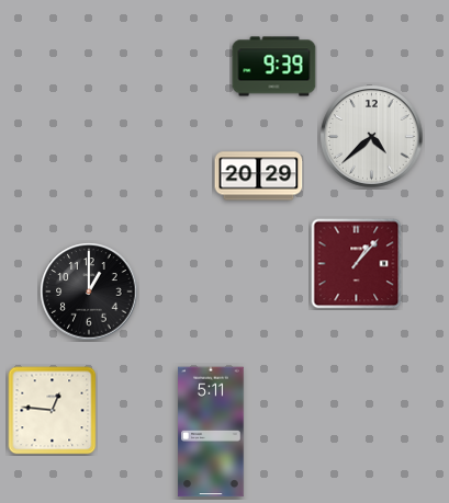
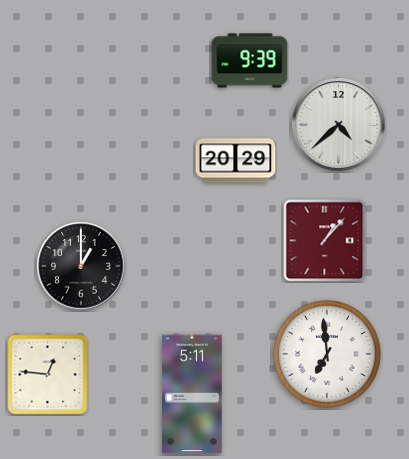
clock at (327, 354): none -> 6:59
